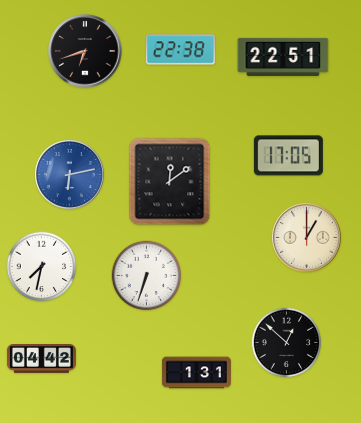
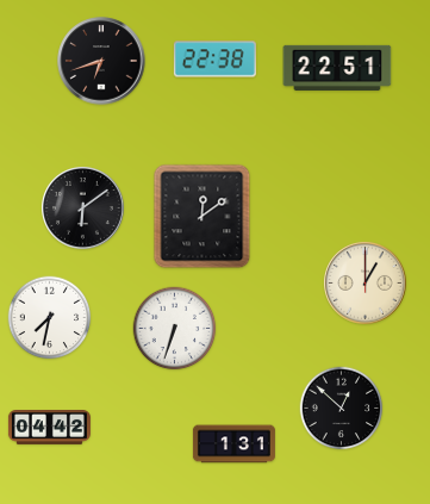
clock at (288, 156): 17:05 -> none
clock at (70, 175): 6:13 -> 6:09
clock at (70, 175) dial: blue -> black
